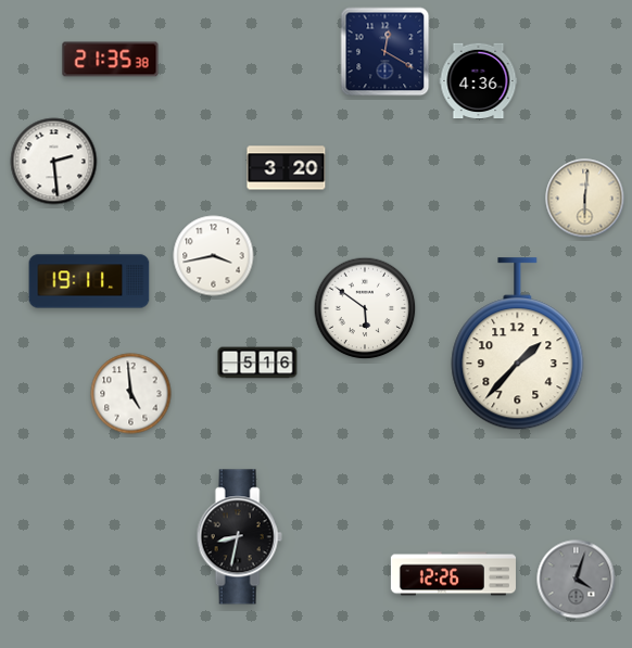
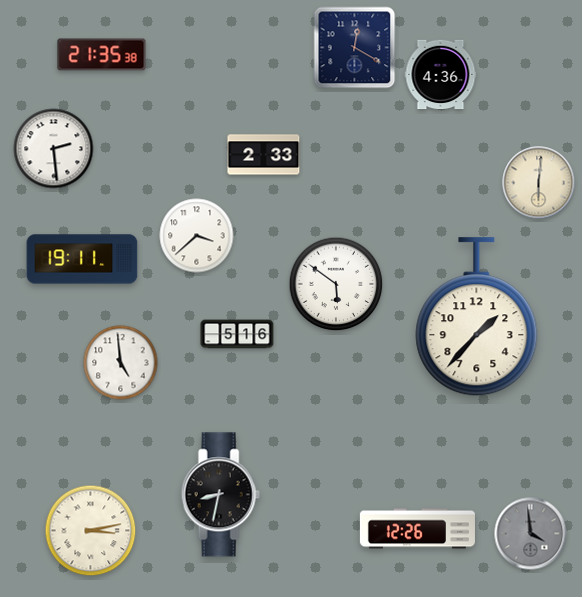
clock at (54, 162) position: (54, 162) -> (54, 149)
clock at (287, 168): 3:20 -> 2:33
clock at (214, 256): 3:43 -> 3:38
clock at (91, 531): none -> 3:13
clock at (577, 580): 4:03 -> 3:59
